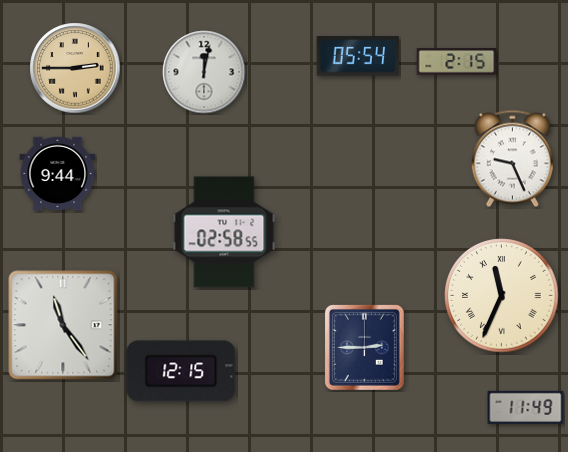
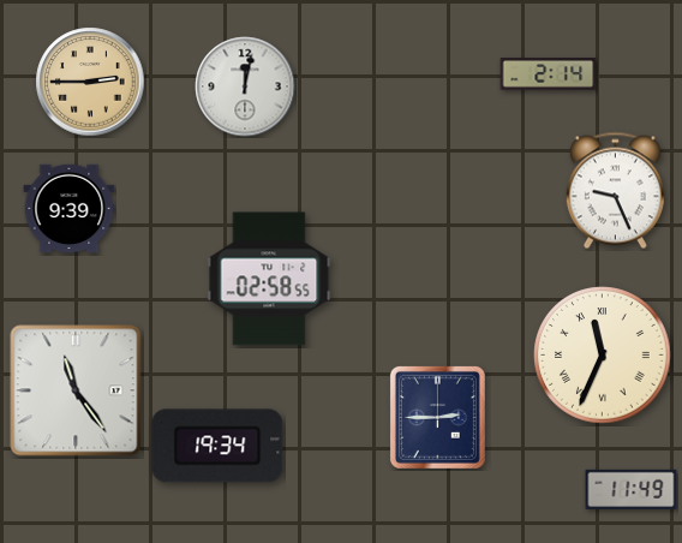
clock at (358, 56): 05:54 -> none
clock at (457, 62): 2:15 -> 2:14
clock at (58, 174): 9:44 -> 9:39
clock at (181, 371): 12:15 -> 19:34
